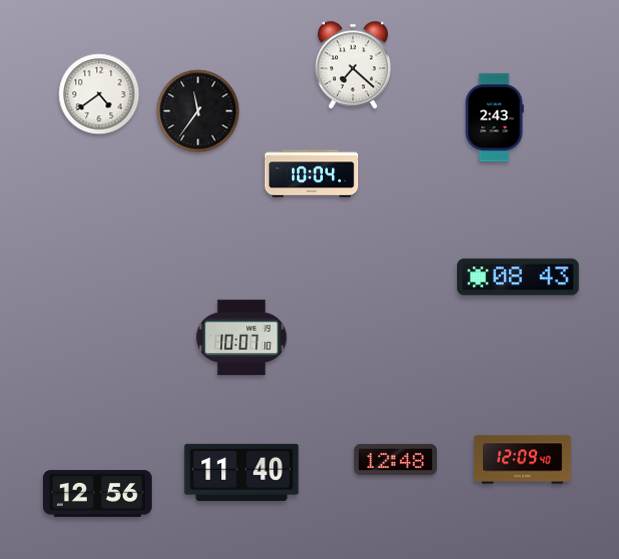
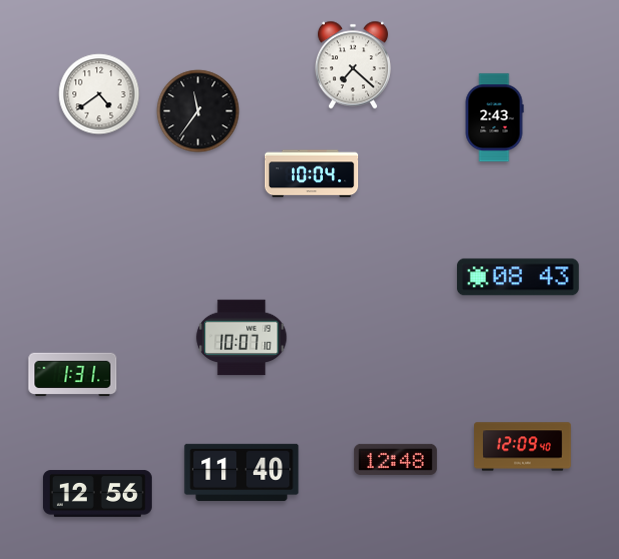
clock at (73, 375): none -> 1:31
clock at (523, 460) position: (523, 460) -> (523, 447)
